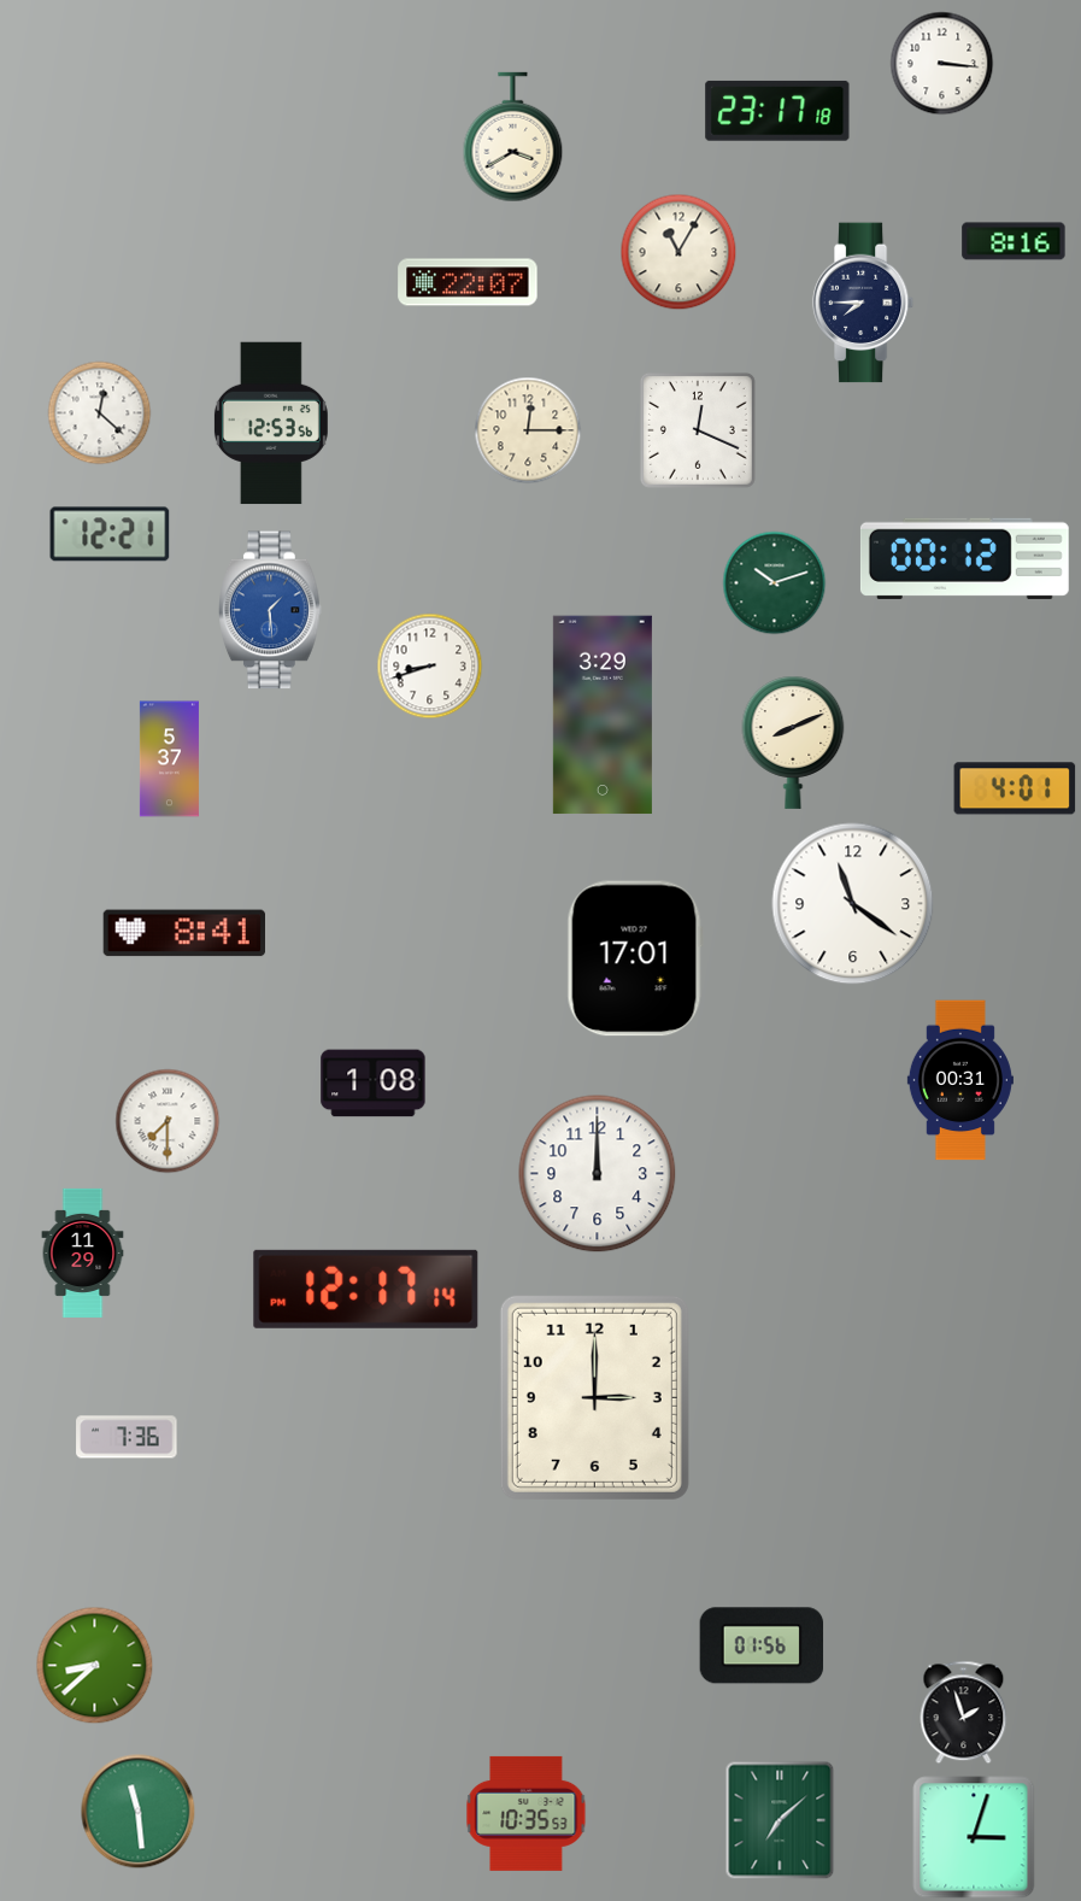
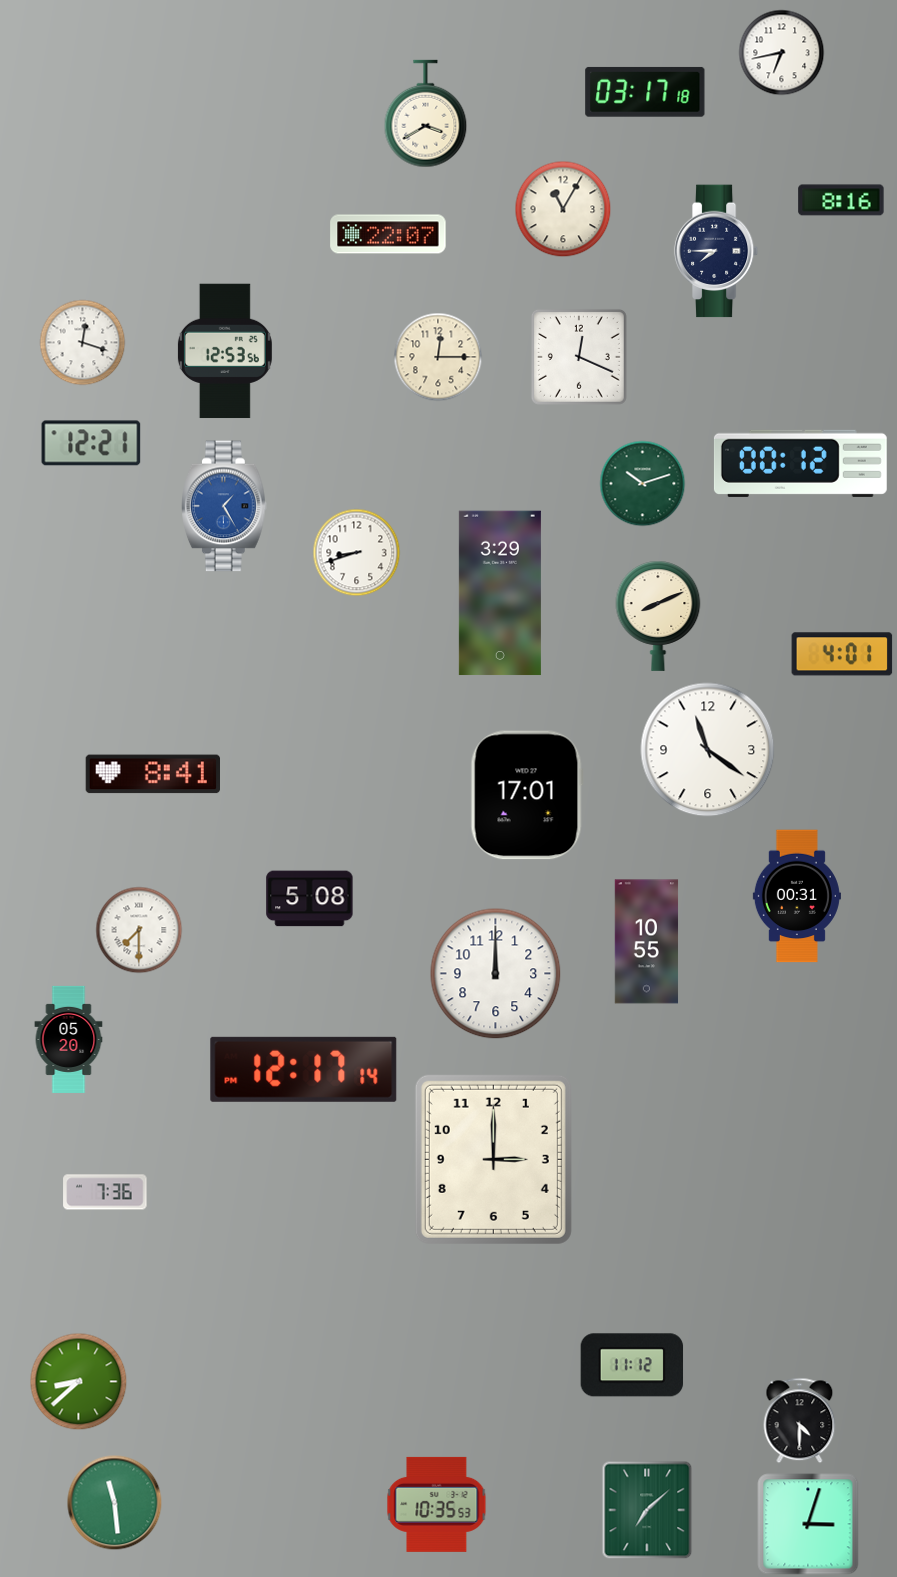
clock at (942, 64): 3:16 -> 6:43
clock at (777, 111): 23:17 -> 03:17
clock at (100, 413): 12:22 -> 12:18
clock at (271, 610): 1:29 -> 1:25
clock at (169, 759): 5:37 -> none
clock at (374, 1084): 1:08 -> 5:08
clock at (647, 942): none -> 10:55
clock at (83, 1252): 11:29 -> 05:20
clock at (762, 1645): 01:56 -> 11:12
clock at (964, 1713): 1:57 -> 4:30
